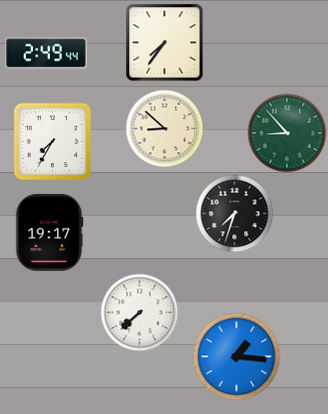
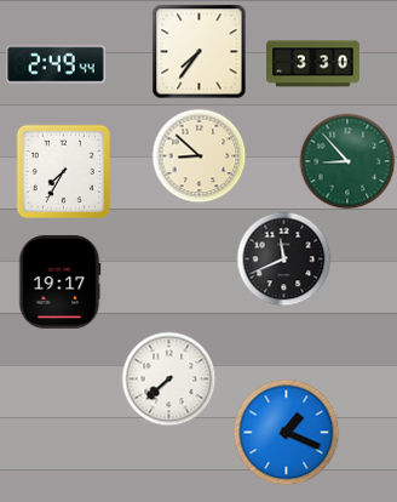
clock at (313, 64): none -> 3:30
clock at (234, 213): 7:33 -> 11:41
clock at (236, 356): 1:16 -> 1:19
